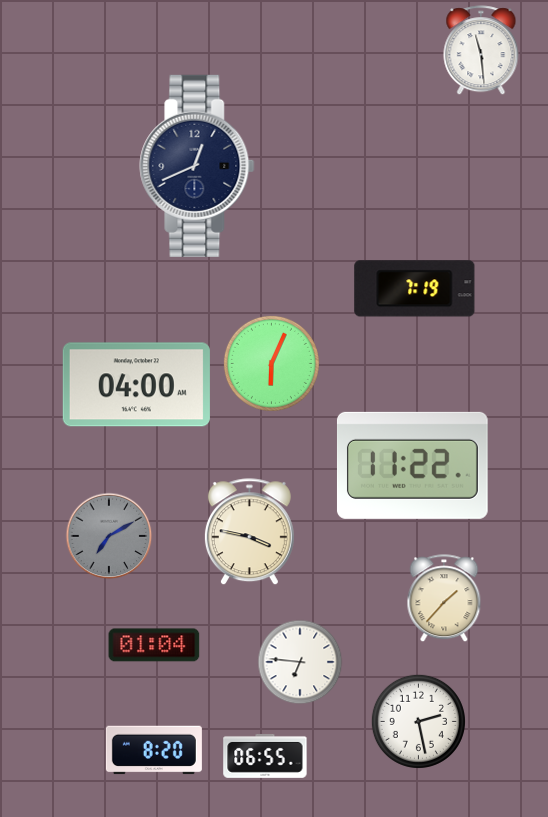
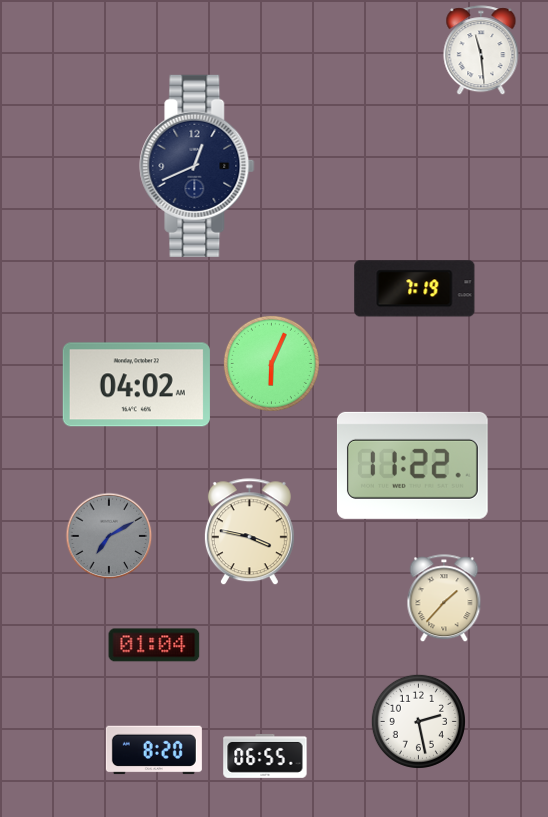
clock at (136, 385): 04:00 -> 04:02
clock at (300, 662): 6:46 -> none
